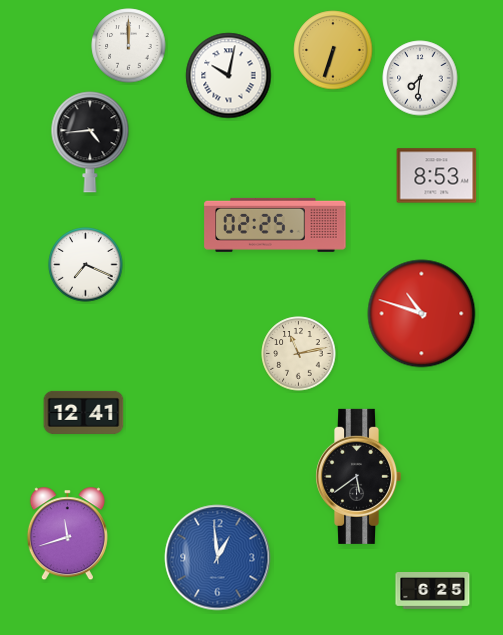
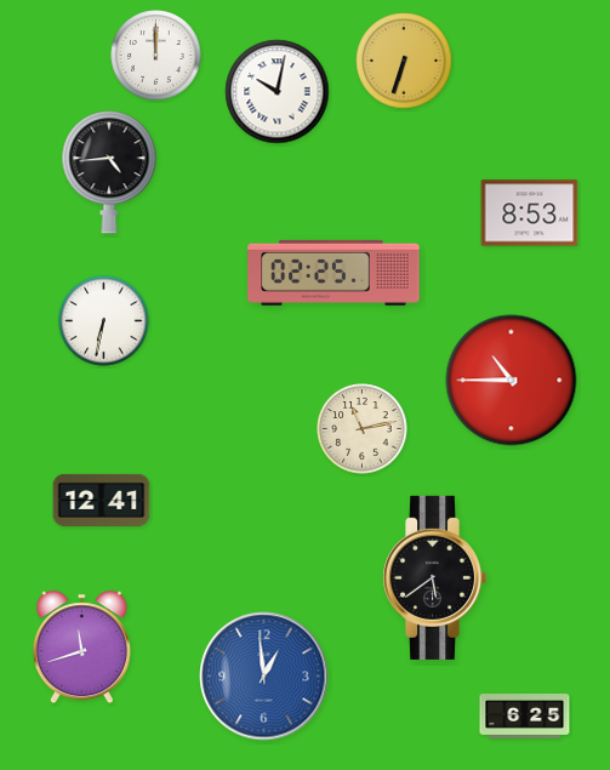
clock at (420, 78): 7:31 -> none
clock at (86, 265): 7:19 -> 6:32
clock at (422, 314): 10:48 -> 10:45
